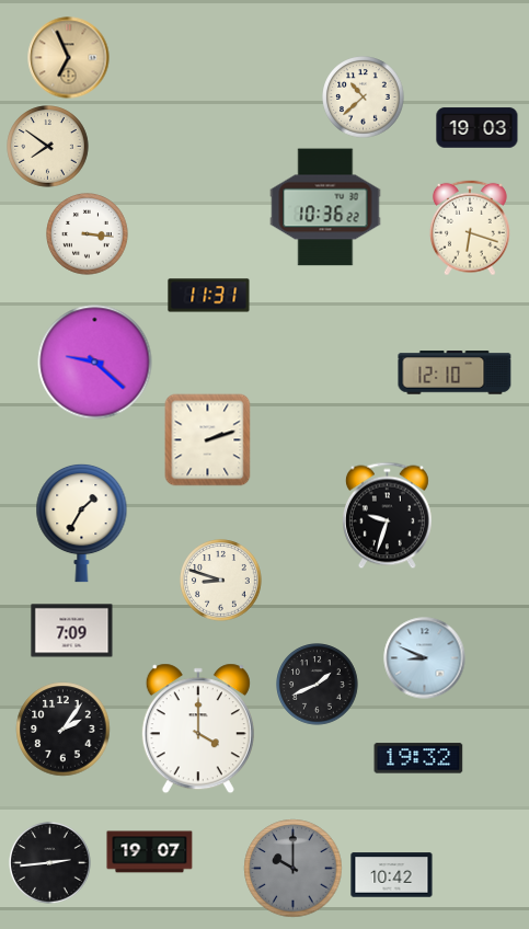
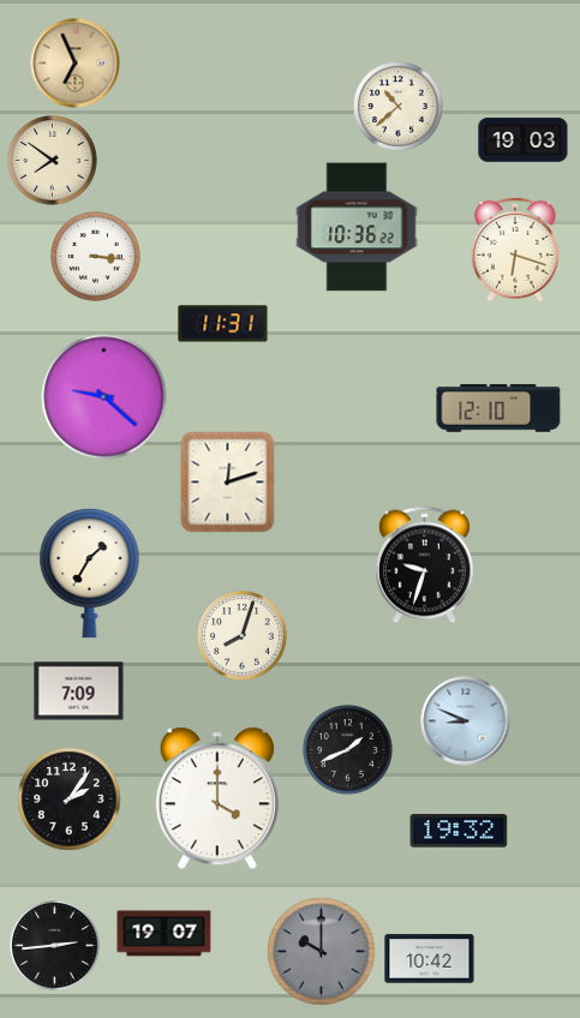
clock at (209, 296) position: (209, 296) -> (223, 324)
clock at (208, 440): 2:12 -> 12:12
clock at (221, 581): 8:48 -> 8:03
